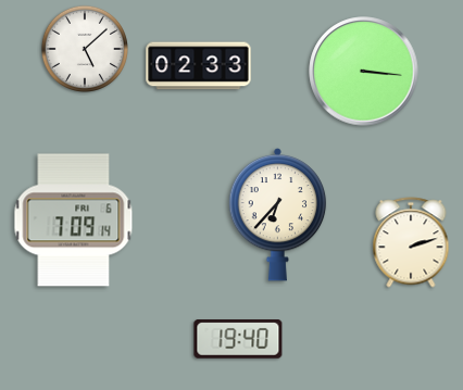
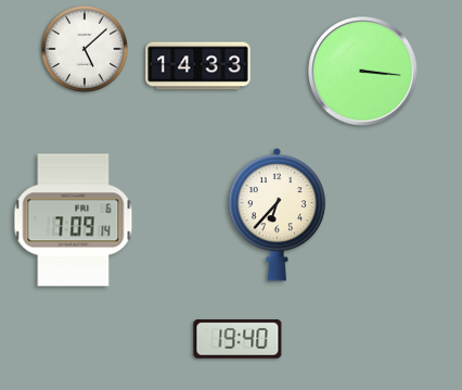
clock at (199, 66): 02:33 -> 14:33
clock at (411, 242): 2:12 -> none
